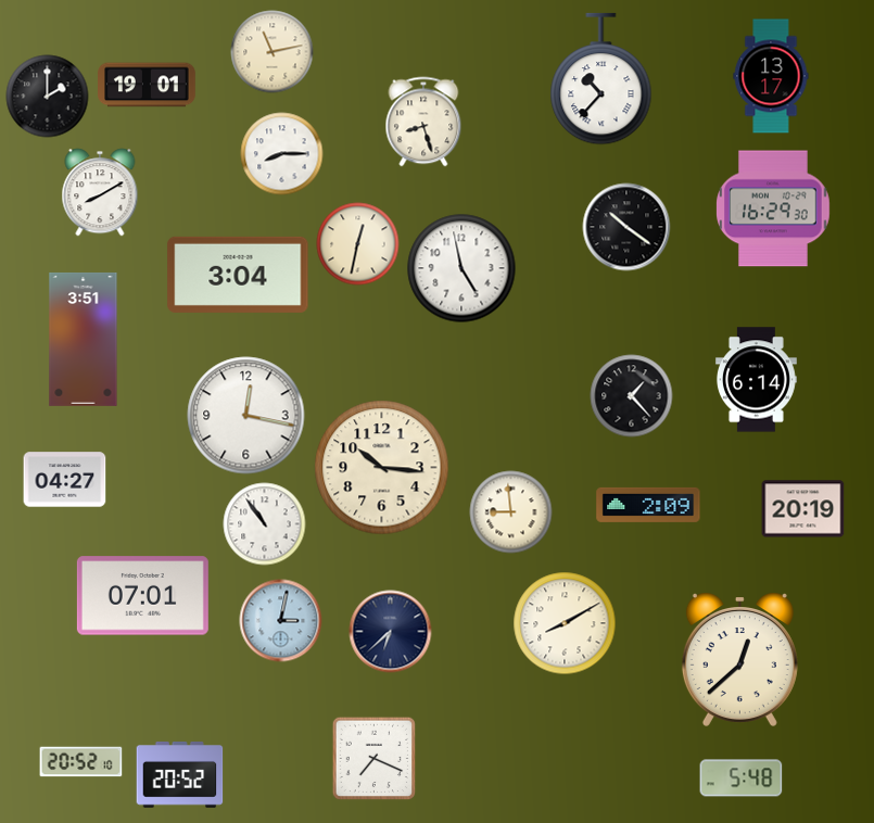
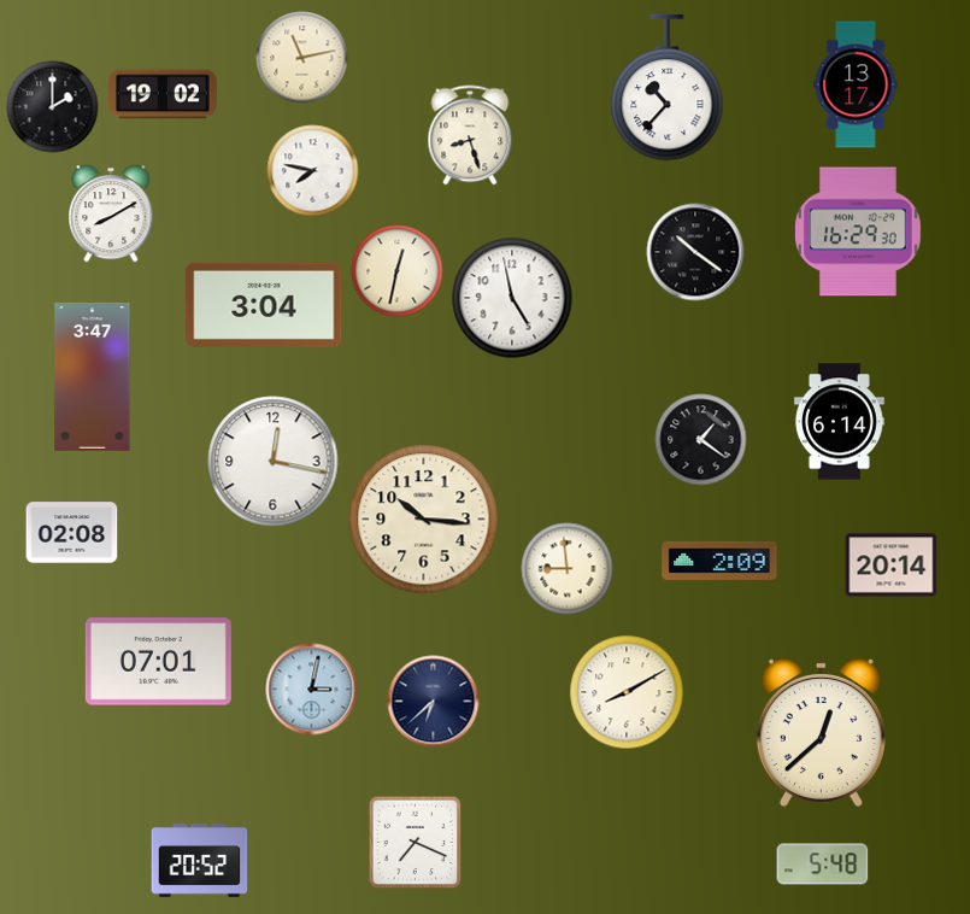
clock at (147, 85): 19:01 -> 19:02
clock at (282, 154): 8:15 -> 7:47
clock at (84, 339): 3:51 -> 3:47
clock at (632, 396): 1:23 -> 1:21
clock at (65, 480): 04:27 -> 02:08
clock at (803, 509): 20:19 -> 20:14
clock at (265, 524): 10:54 -> none
clock at (81, 762): 20:52 -> none
